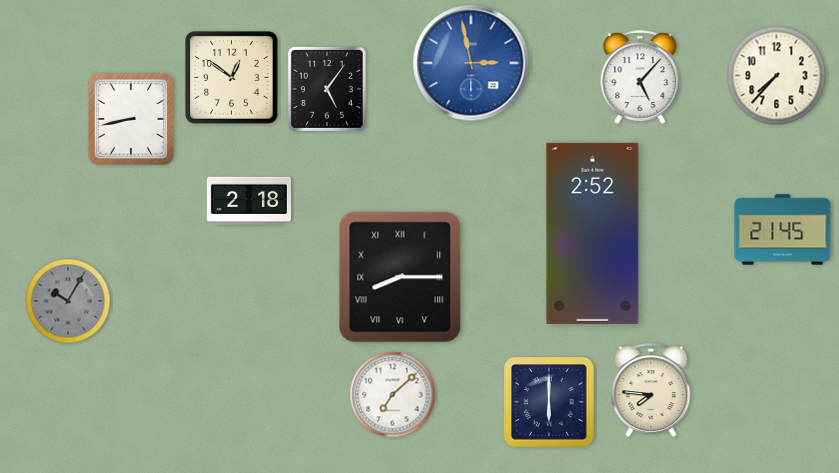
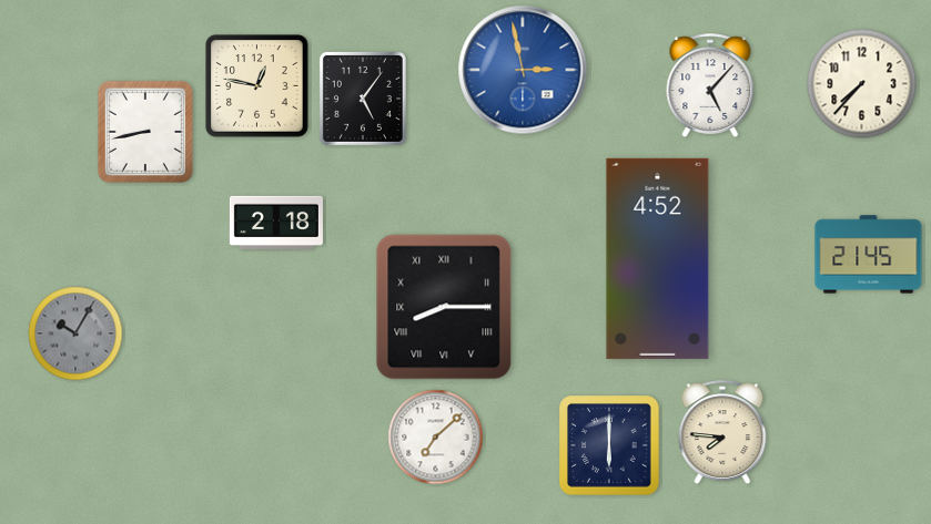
clock at (232, 78): 12:51 -> 12:47
clock at (593, 233): 2:52 -> 4:52
